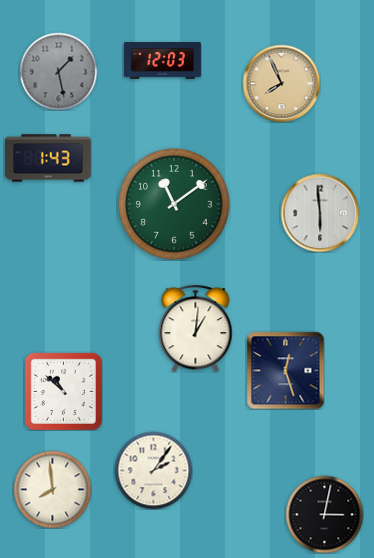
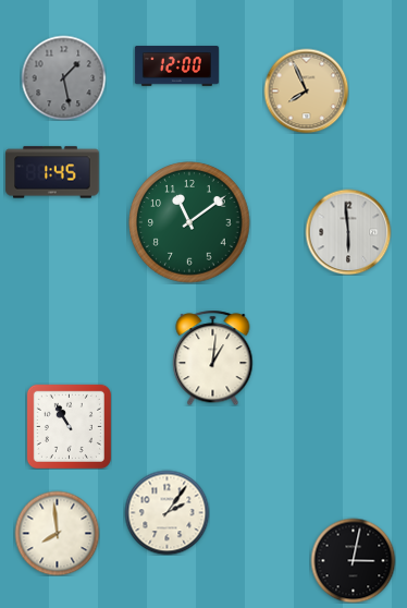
clock at (162, 61): 12:03 -> 12:00
clock at (48, 158): 1:43 -> 1:45
clock at (285, 370): 12:27 -> none
clock at (63, 391): 10:52 -> 10:55
